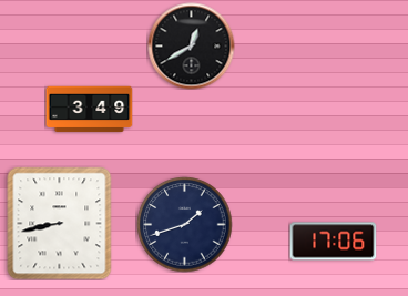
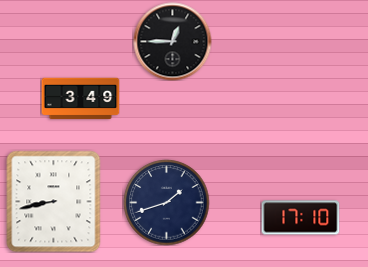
clock at (191, 45): 12:40 -> 12:45
clock at (333, 242): 17:06 -> 17:10
